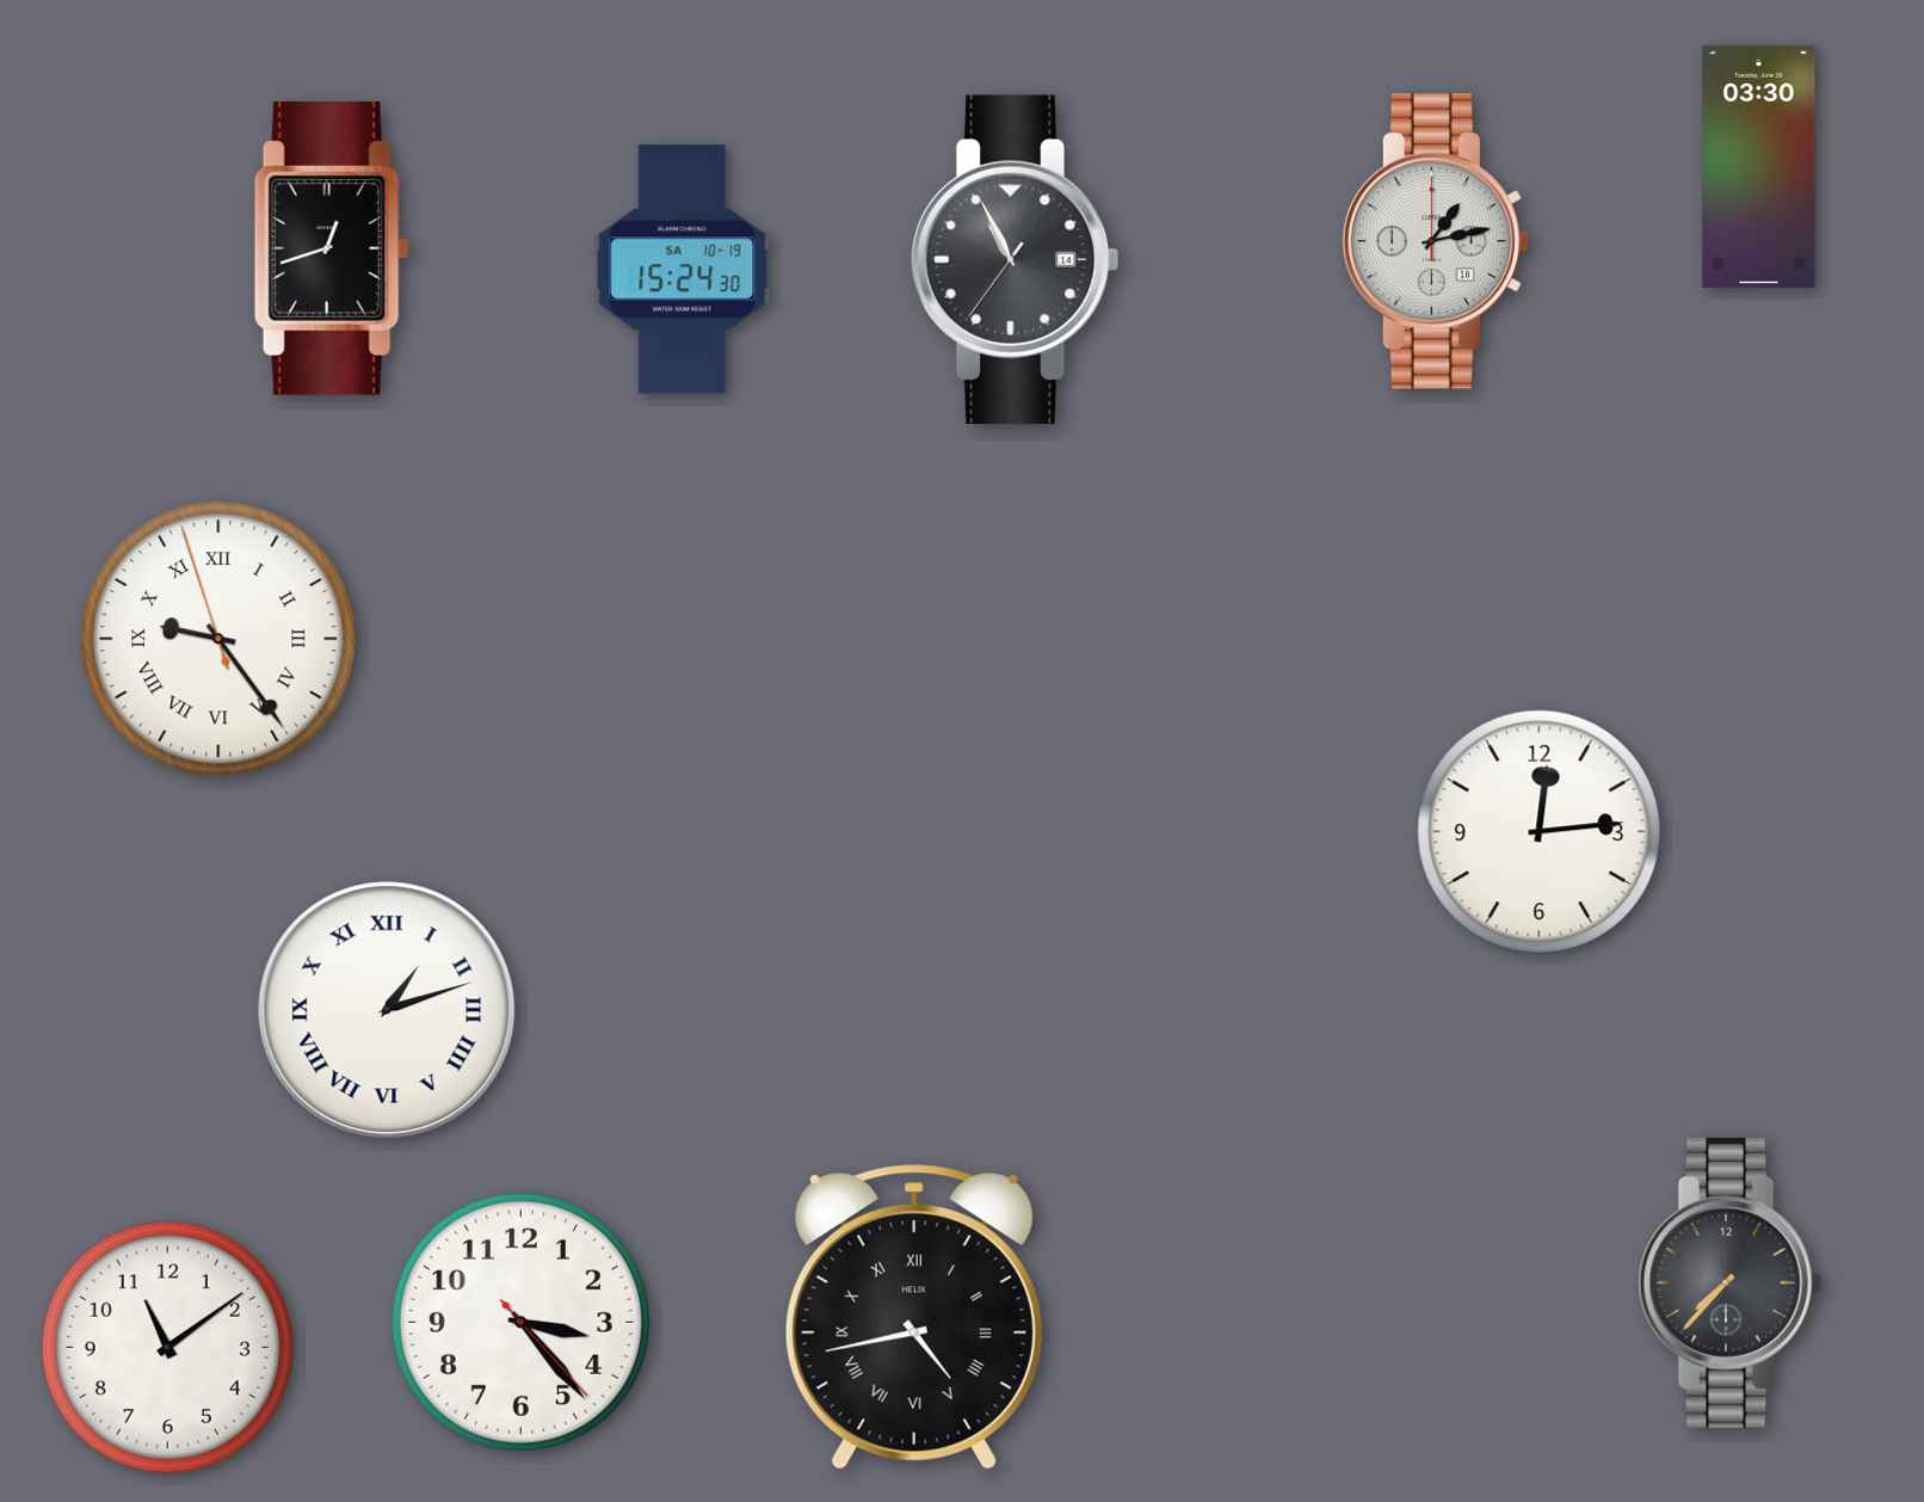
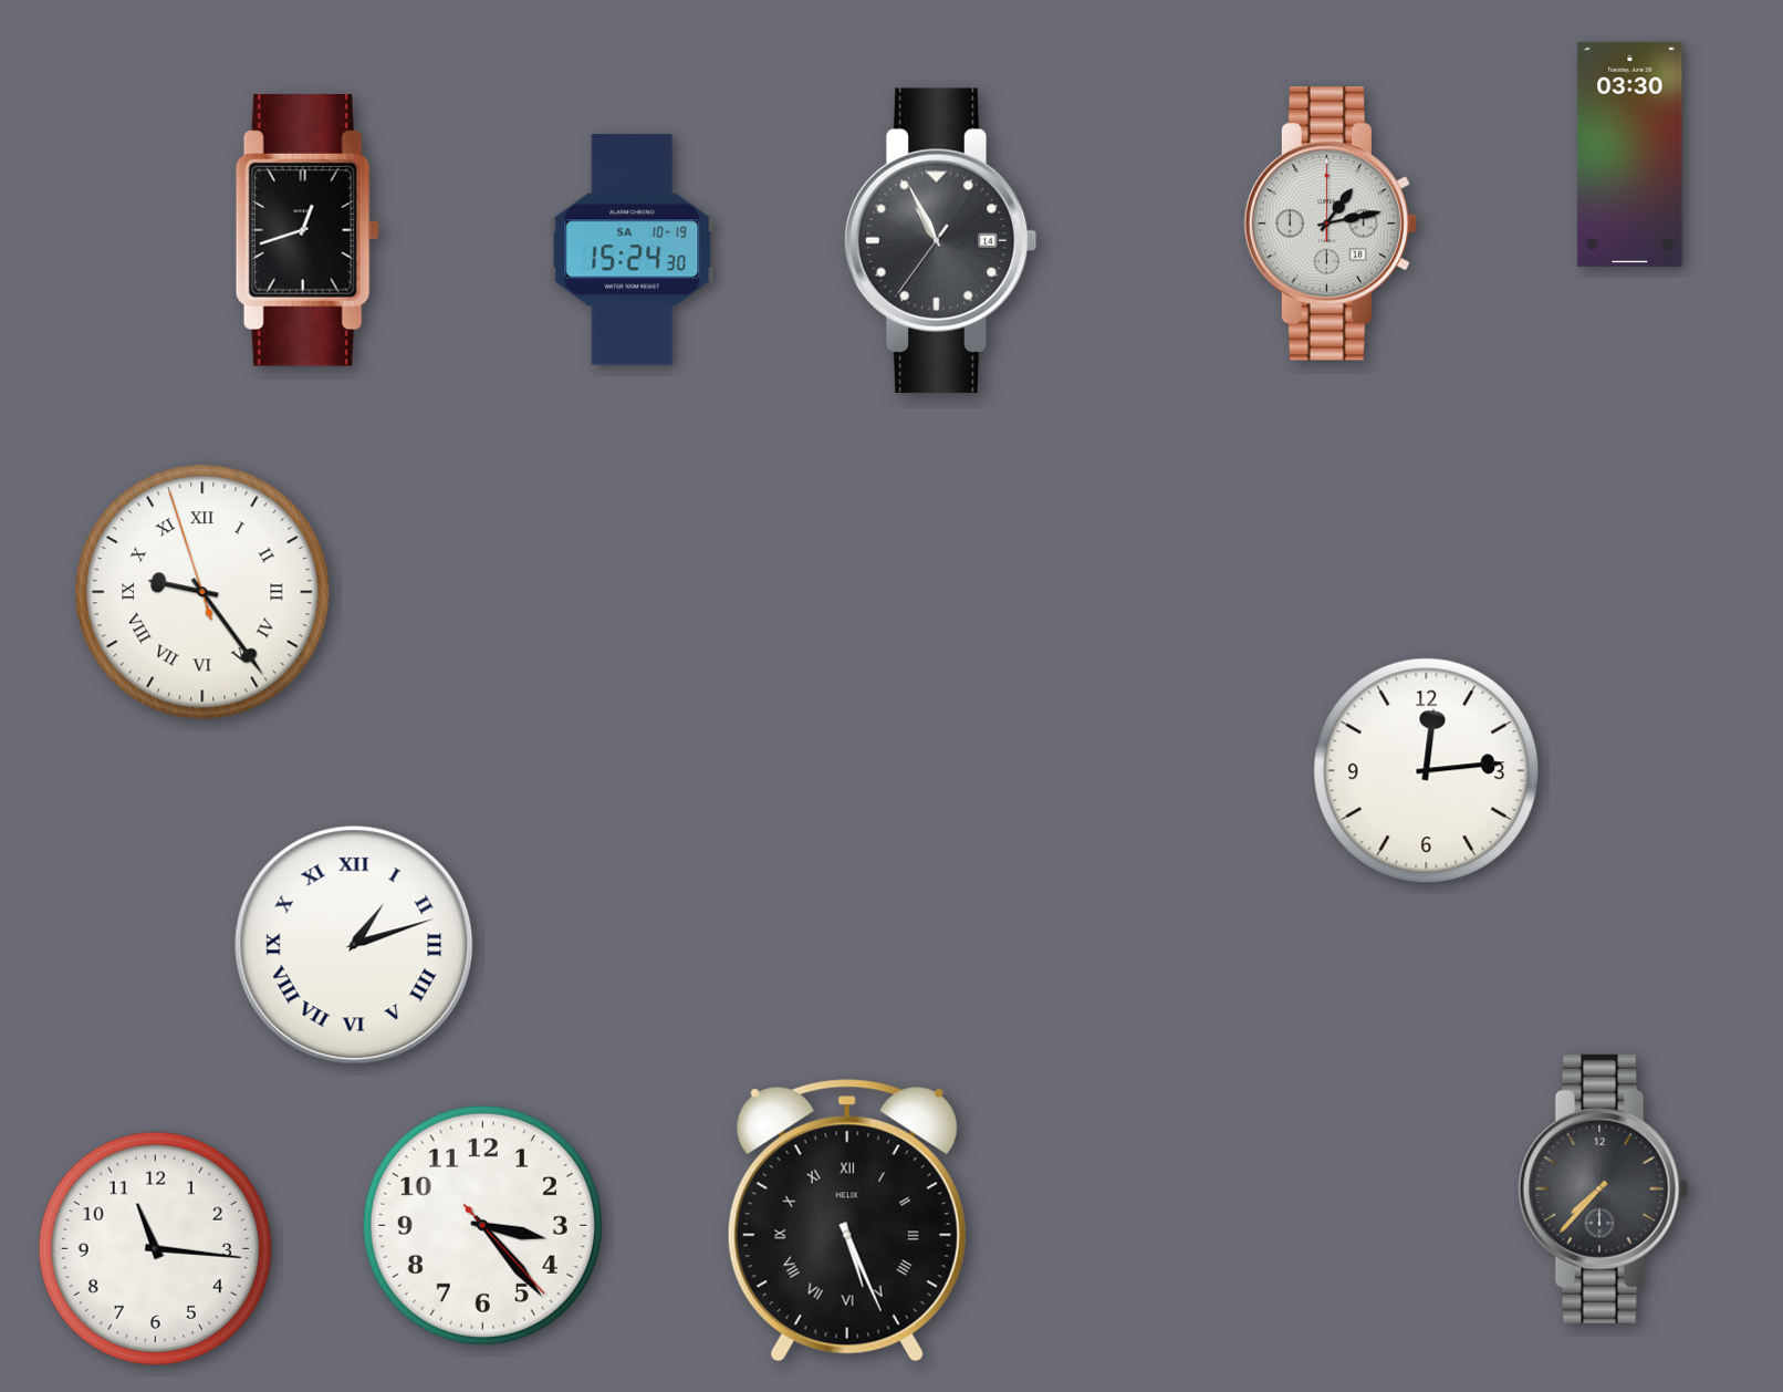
clock at (387, 1010) position: (387, 1010) -> (354, 945)
clock at (914, 1317): 4:43 -> 5:26
clock at (167, 1347): 11:09 -> 11:16
